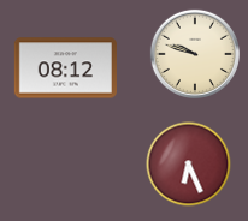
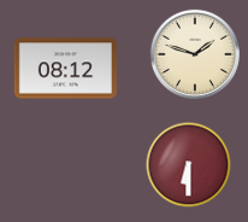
clock at (195, 54): 9:48 -> 1:48
clock at (189, 165): 6:26 -> 6:30
